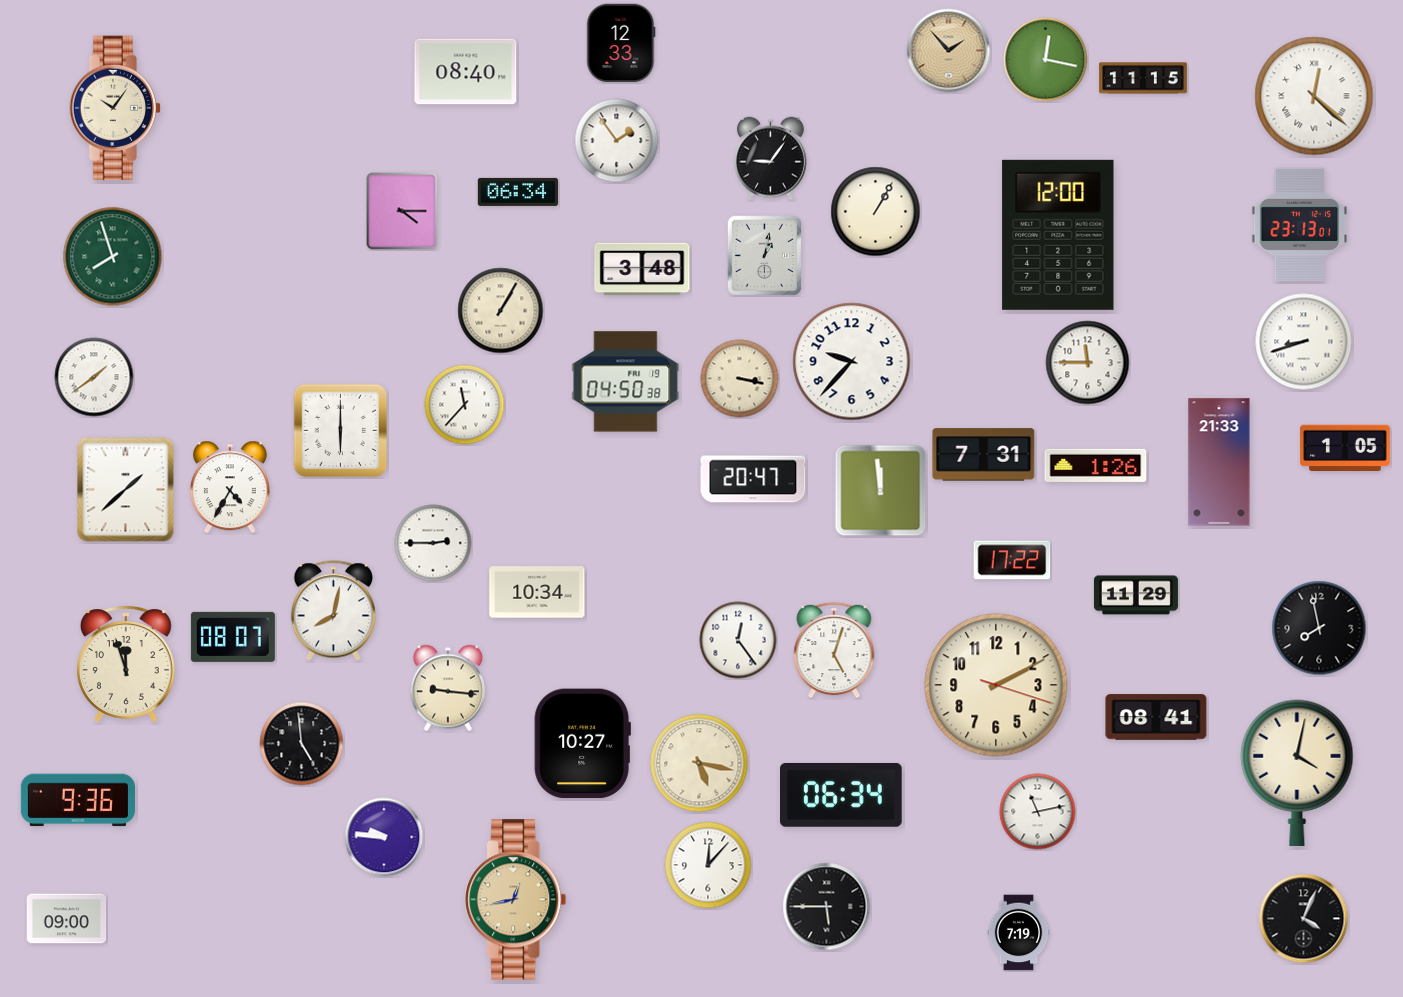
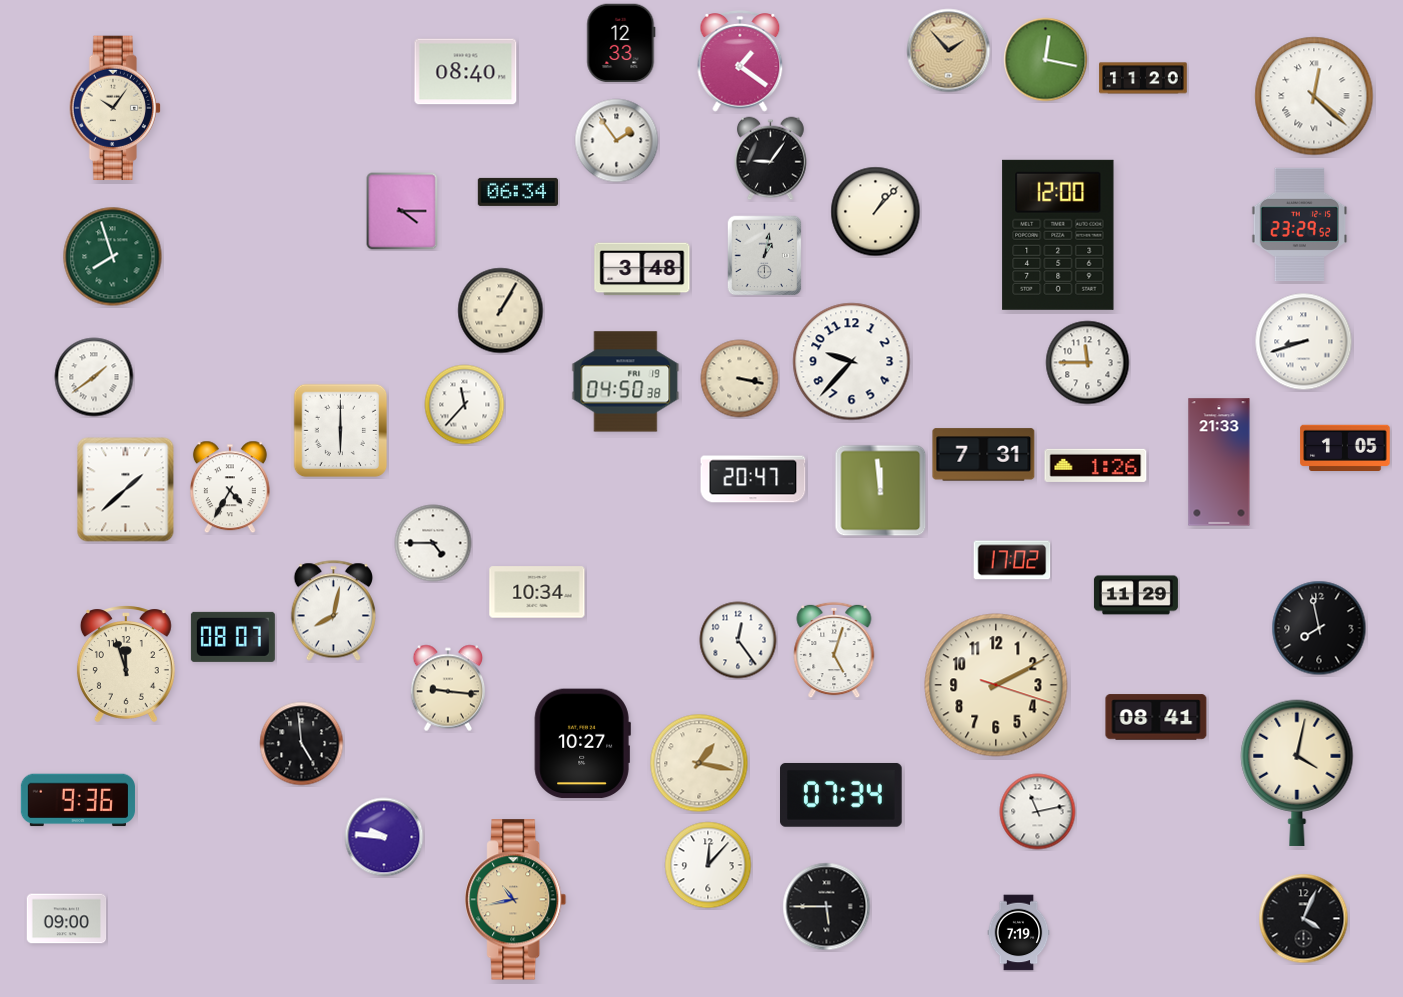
clock at (740, 61): none -> 1:21
clock at (1143, 78): 11:15 -> 11:20
clock at (876, 212): 1:05 -> 1:07
clock at (1300, 224): 23:13 -> 23:29
clock at (433, 543): 2:45 -> 4:45
clock at (1012, 560): 17:22 -> 17:02
clock at (699, 763): 5:17 -> 1:17
clock at (842, 795): 06:34 -> 07:34
clock at (516, 900): 12:43 -> 10:43
